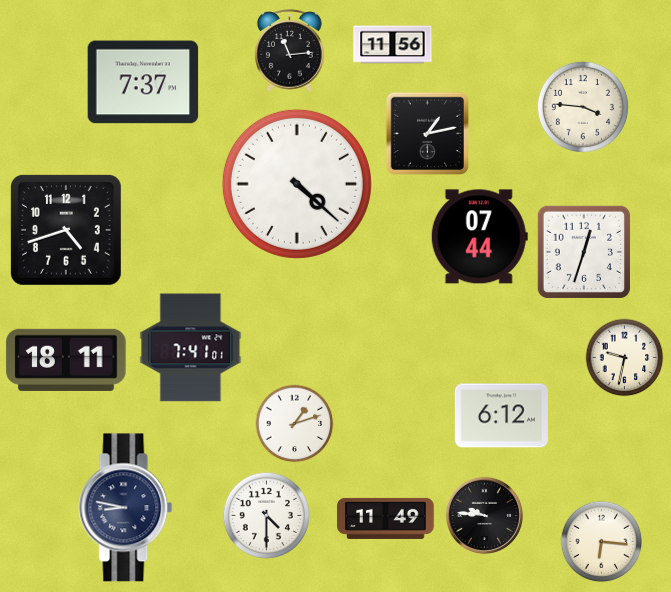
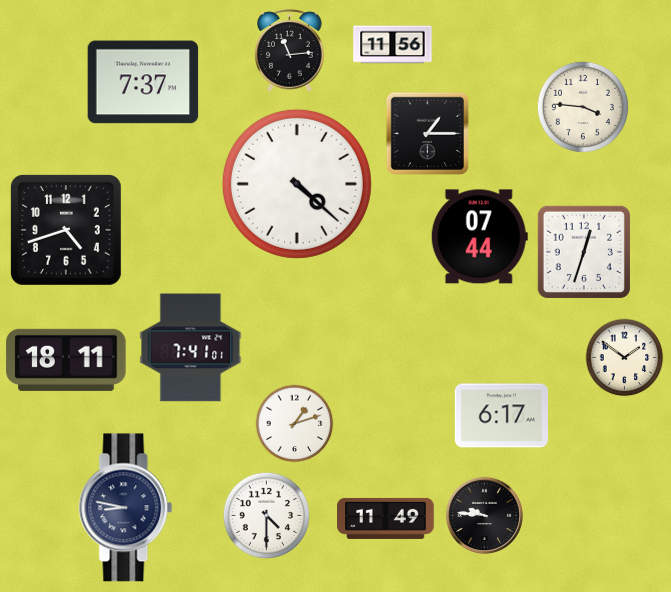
clock at (427, 133): 1:13 -> 1:15
clock at (625, 358): 9:32 -> 1:51
clock at (501, 416): 6:12 -> 6:17
clock at (602, 542): 6:16 -> none
